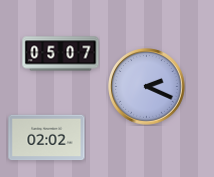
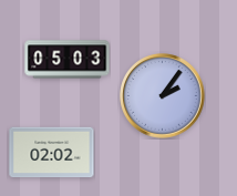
clock at (61, 54): 05:07 -> 05:03
clock at (147, 87): 2:19 -> 2:06
